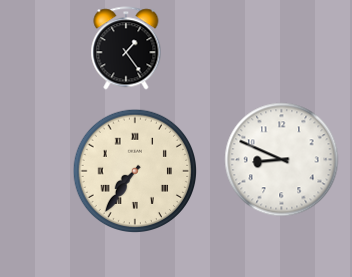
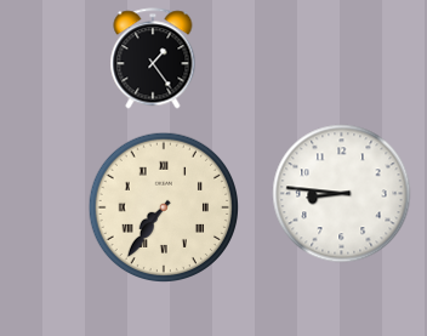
clock at (282, 160): 8:49 -> 8:46
